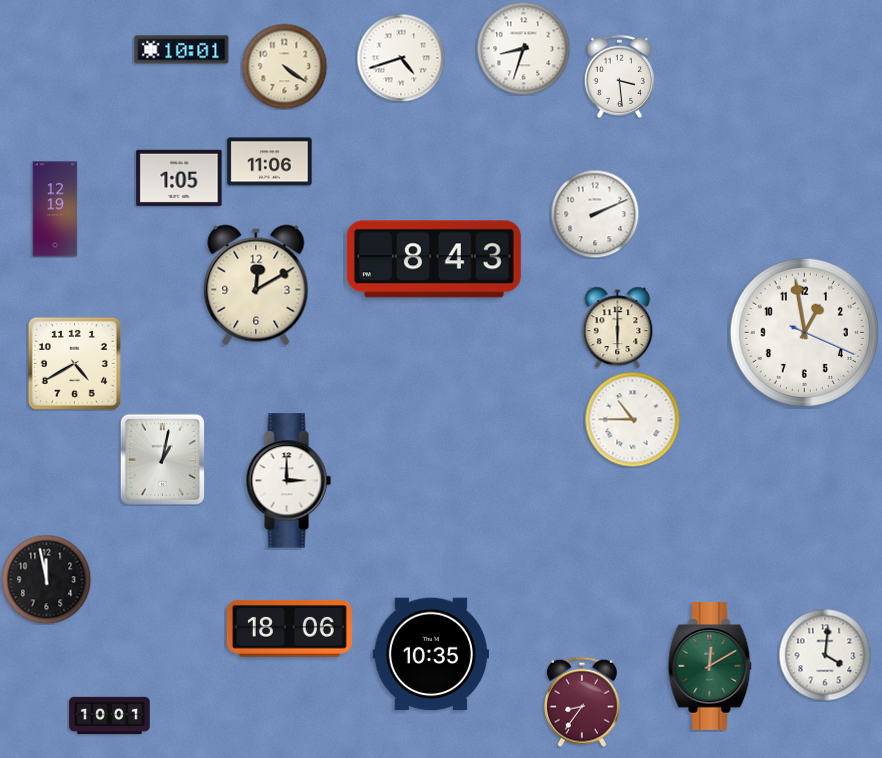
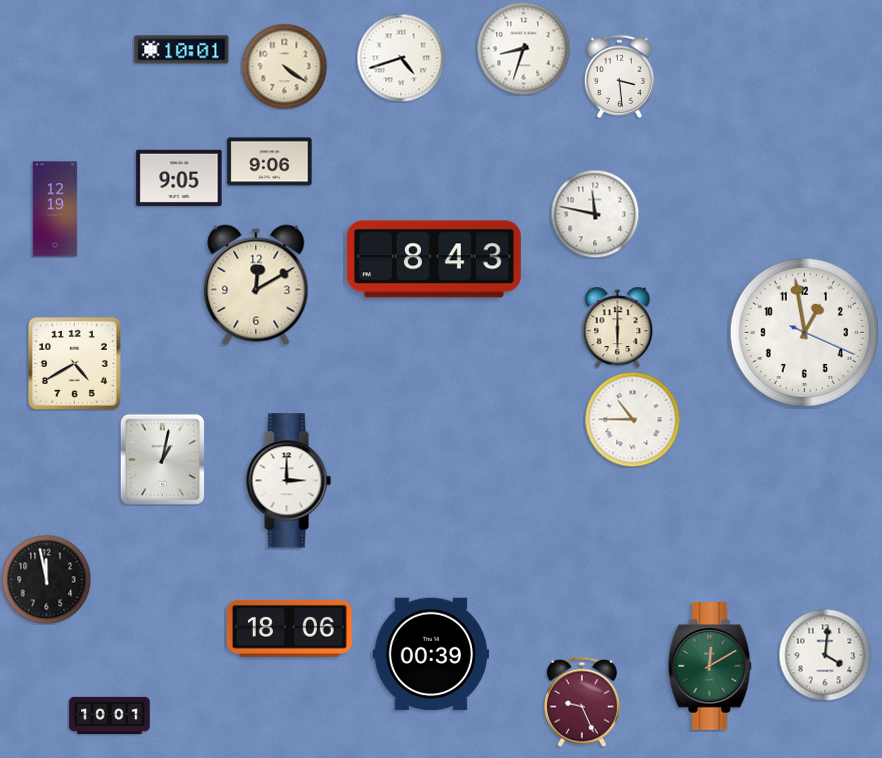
clock at (270, 162): 11:06 -> 9:06
clock at (179, 177): 1:05 -> 9:05
clock at (595, 214): 2:11 -> 11:47
clock at (430, 654): 10:35 -> 00:39
clock at (582, 702): 8:36 -> 9:26
